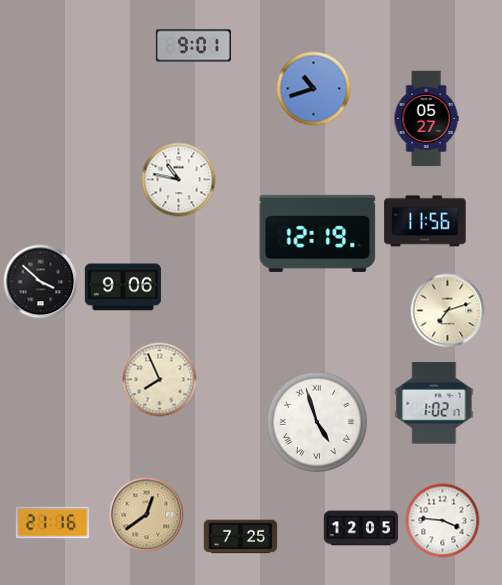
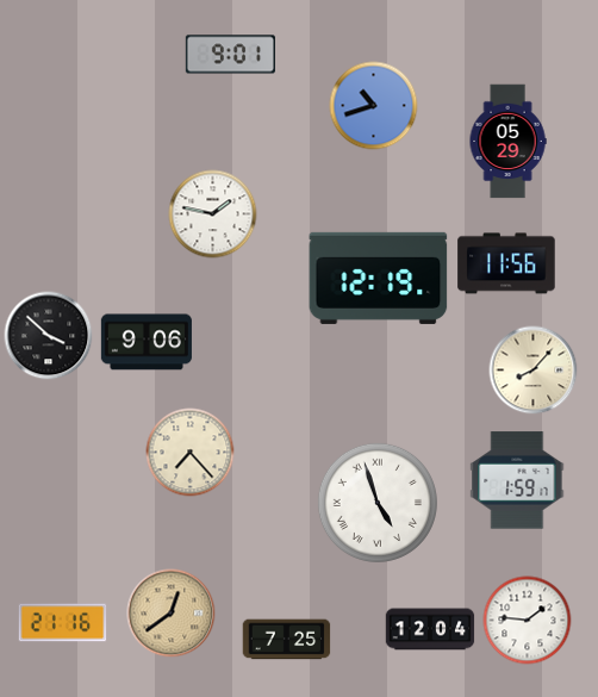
clock at (426, 119): 05:27 -> 05:29
clock at (179, 180): 10:47 -> 1:47
clock at (448, 311): 7:12 -> 8:07
clock at (160, 380): 7:56 -> 7:23
clock at (434, 403): 1:02 -> 1:59
clock at (147, 515) position: (147, 515) -> (172, 614)
clock at (443, 521): 3:46 -> 1:46
clock at (361, 528): 12:05 -> 12:04
